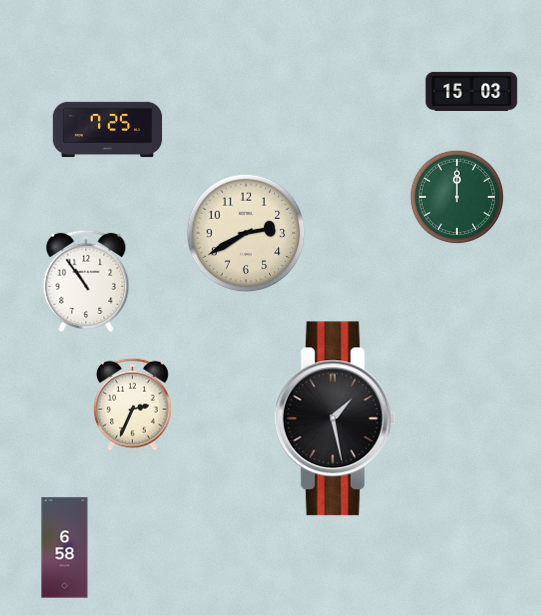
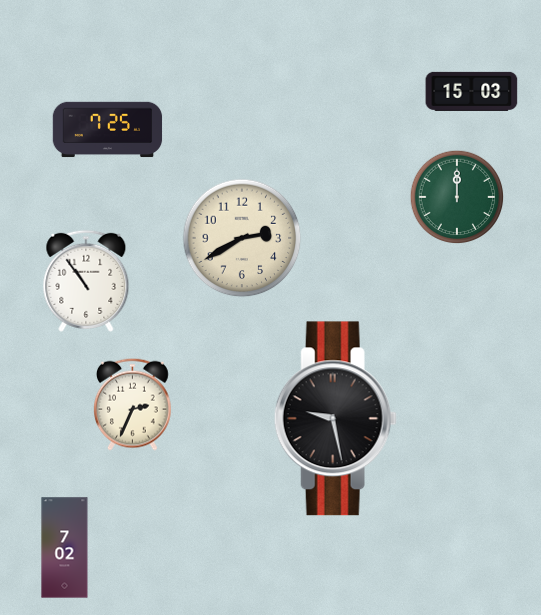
clock at (246, 233) position: (246, 233) -> (242, 238)
clock at (335, 419): 1:28 -> 9:28
clock at (65, 548): 6:58 -> 7:02
